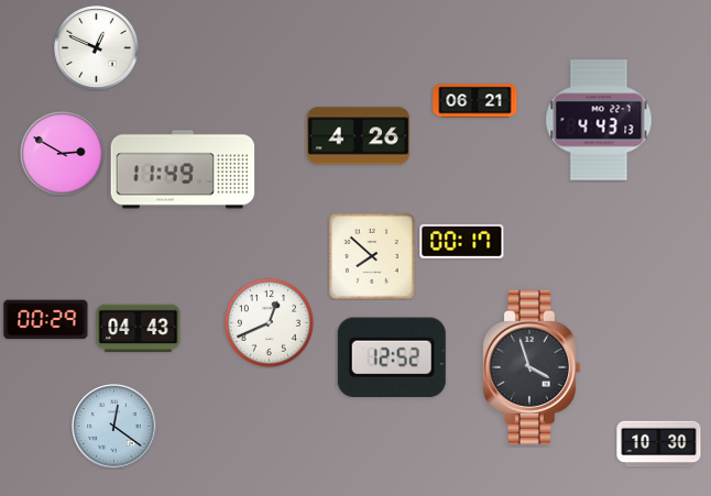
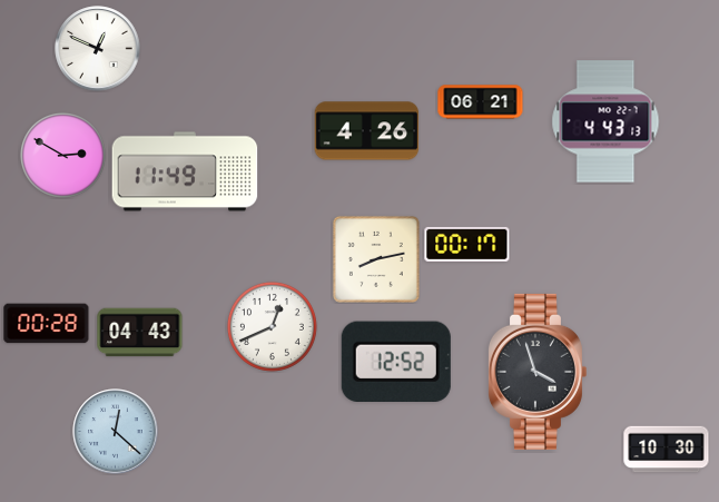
clock at (359, 136) position: (359, 136) -> (367, 131)
clock at (372, 256): 7:52 -> 8:13
clock at (46, 320): 00:29 -> 00:28
clock at (114, 427): 12:21 -> 12:22
